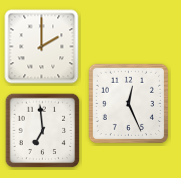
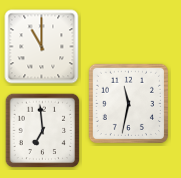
clock at (42, 47): 2:00 -> 11:00
clock at (128, 103): 12:26 -> 11:32
